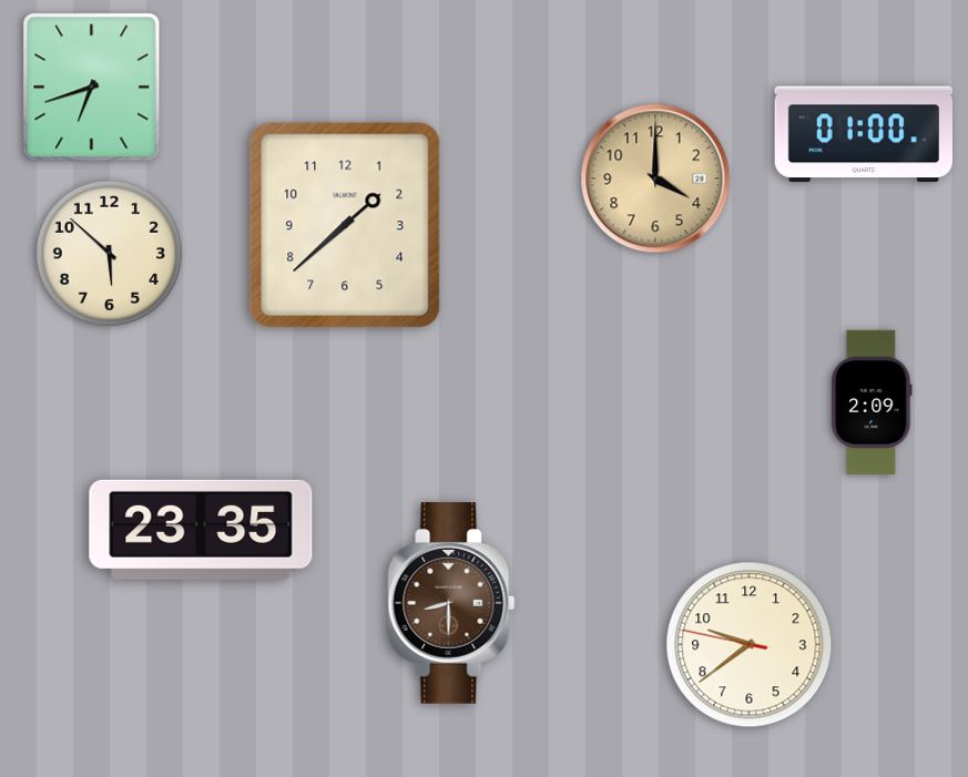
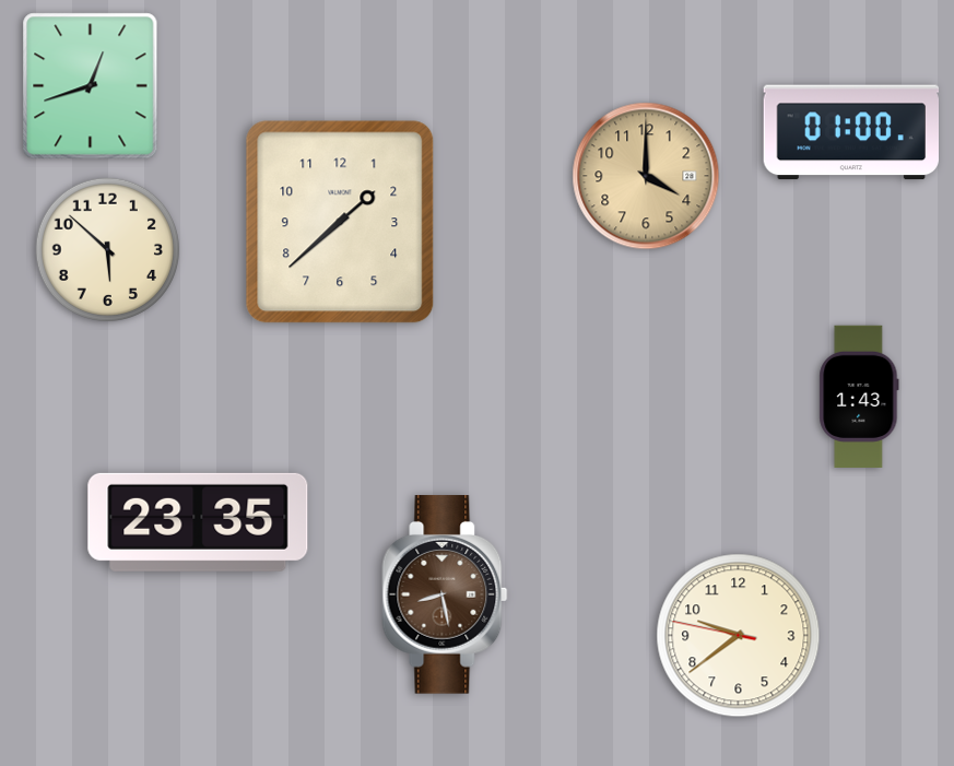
clock at (92, 88): 6:42 -> 12:42
clock at (872, 401): 2:09 -> 1:43
clock at (451, 603): 8:30 -> 8:28
